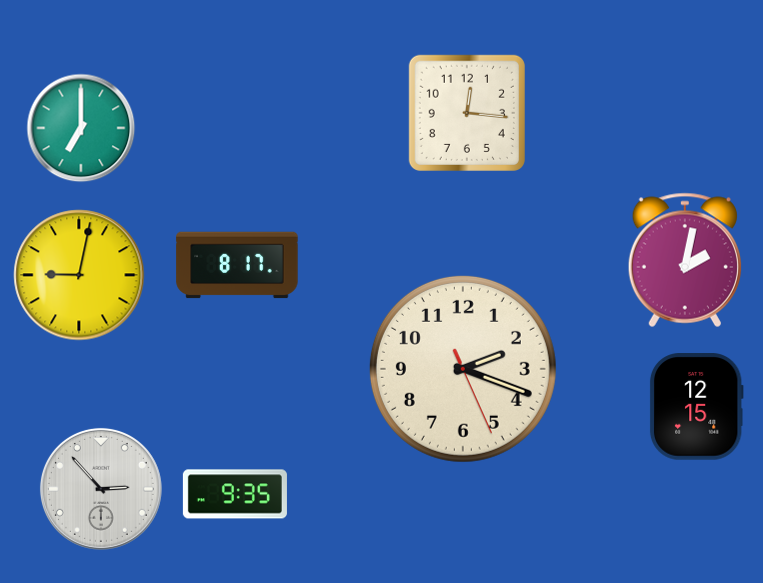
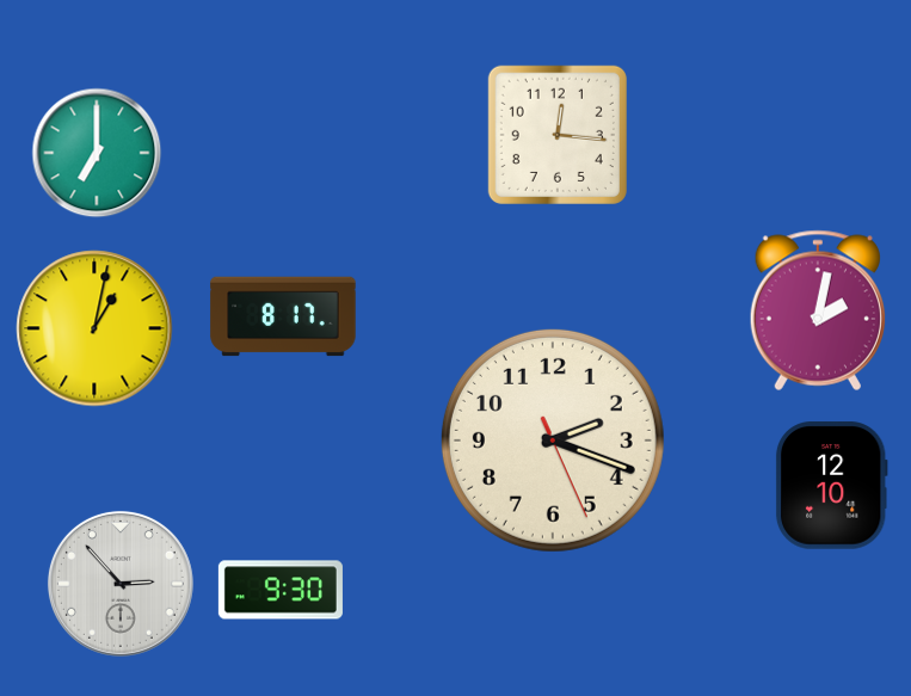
clock at (79, 275): 9:02 -> 1:02
clock at (696, 407): 12:15 -> 12:10
clock at (235, 494): 9:35 -> 9:30
